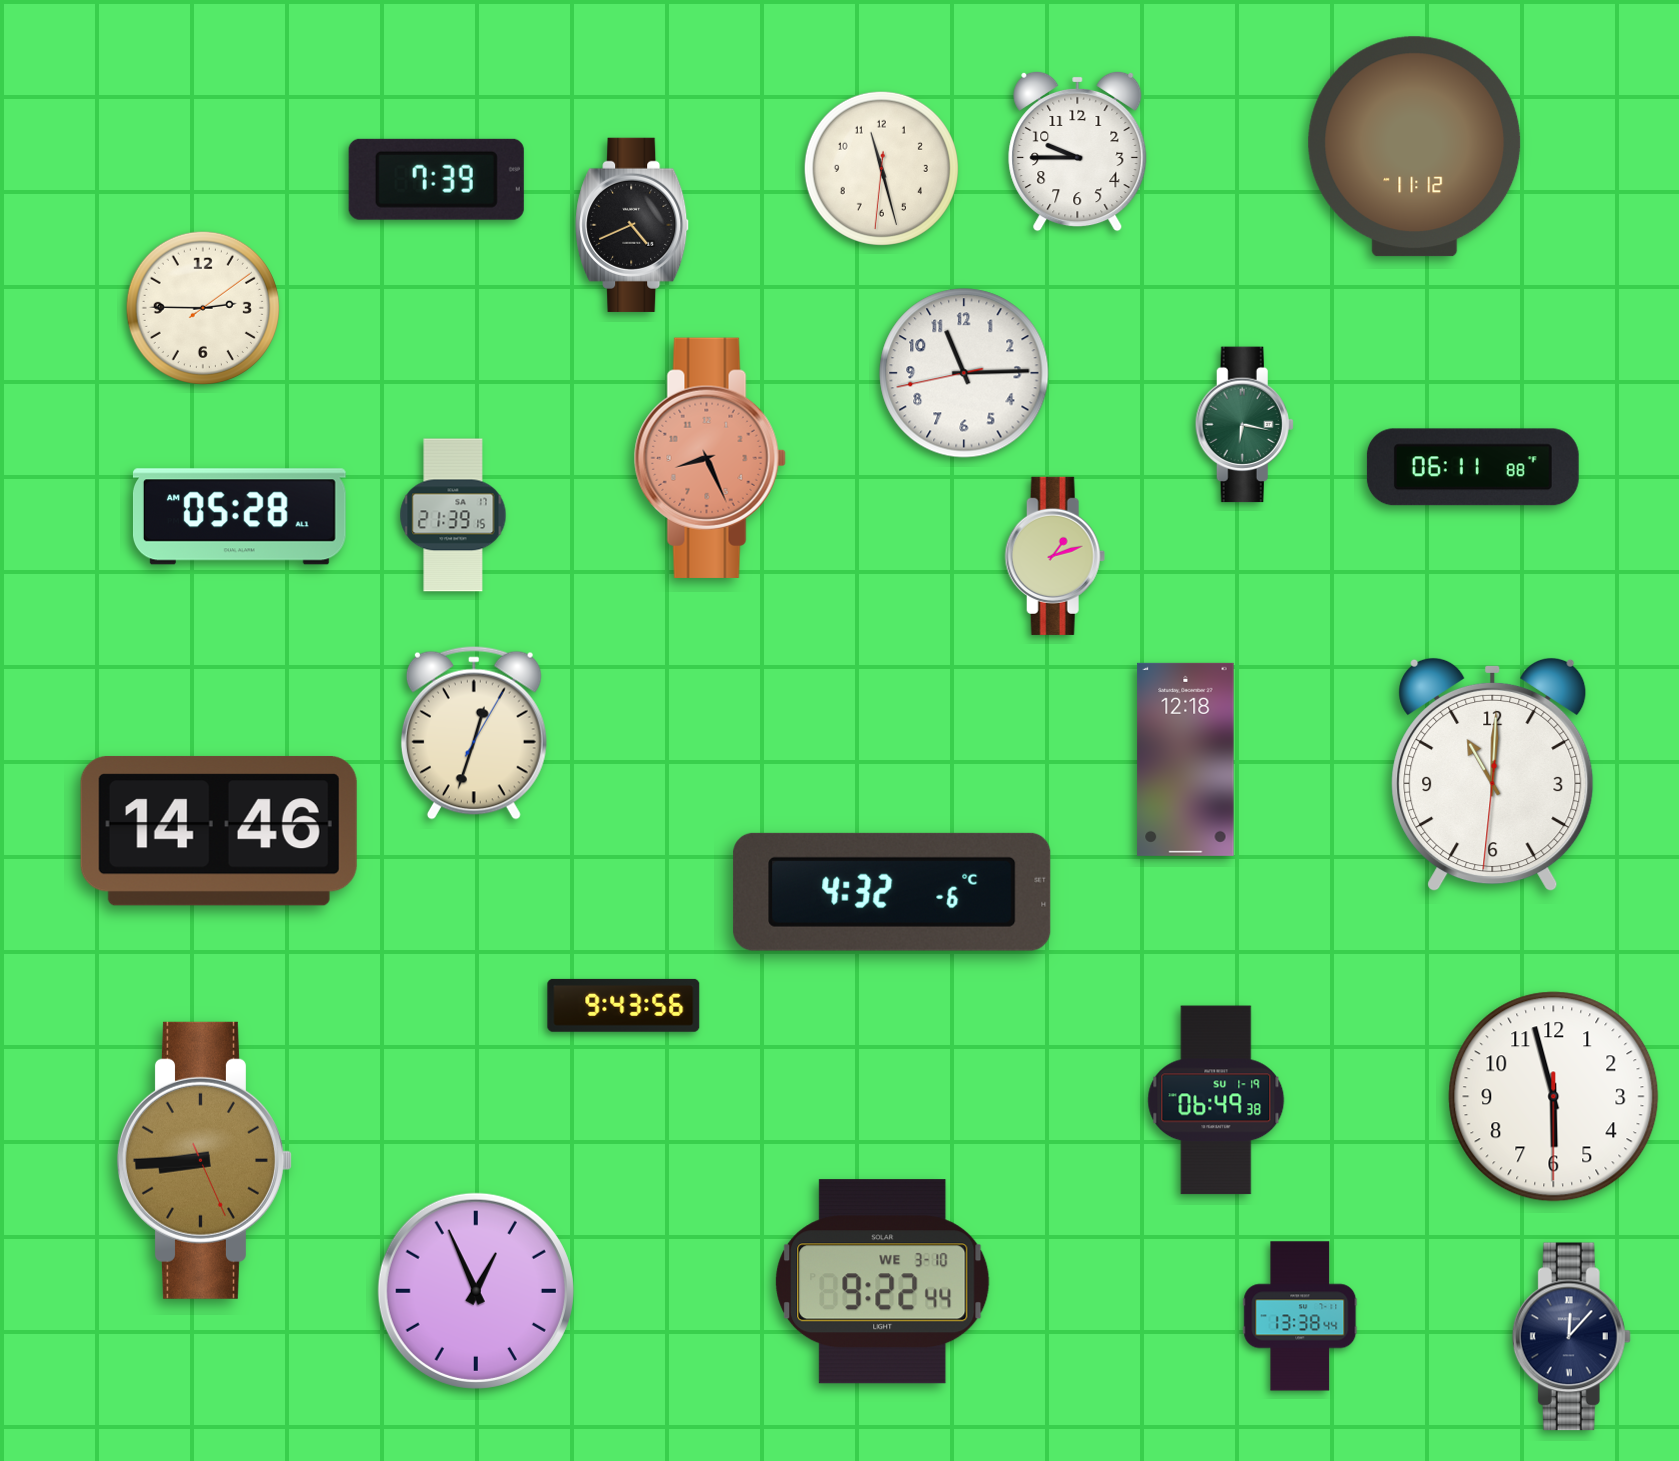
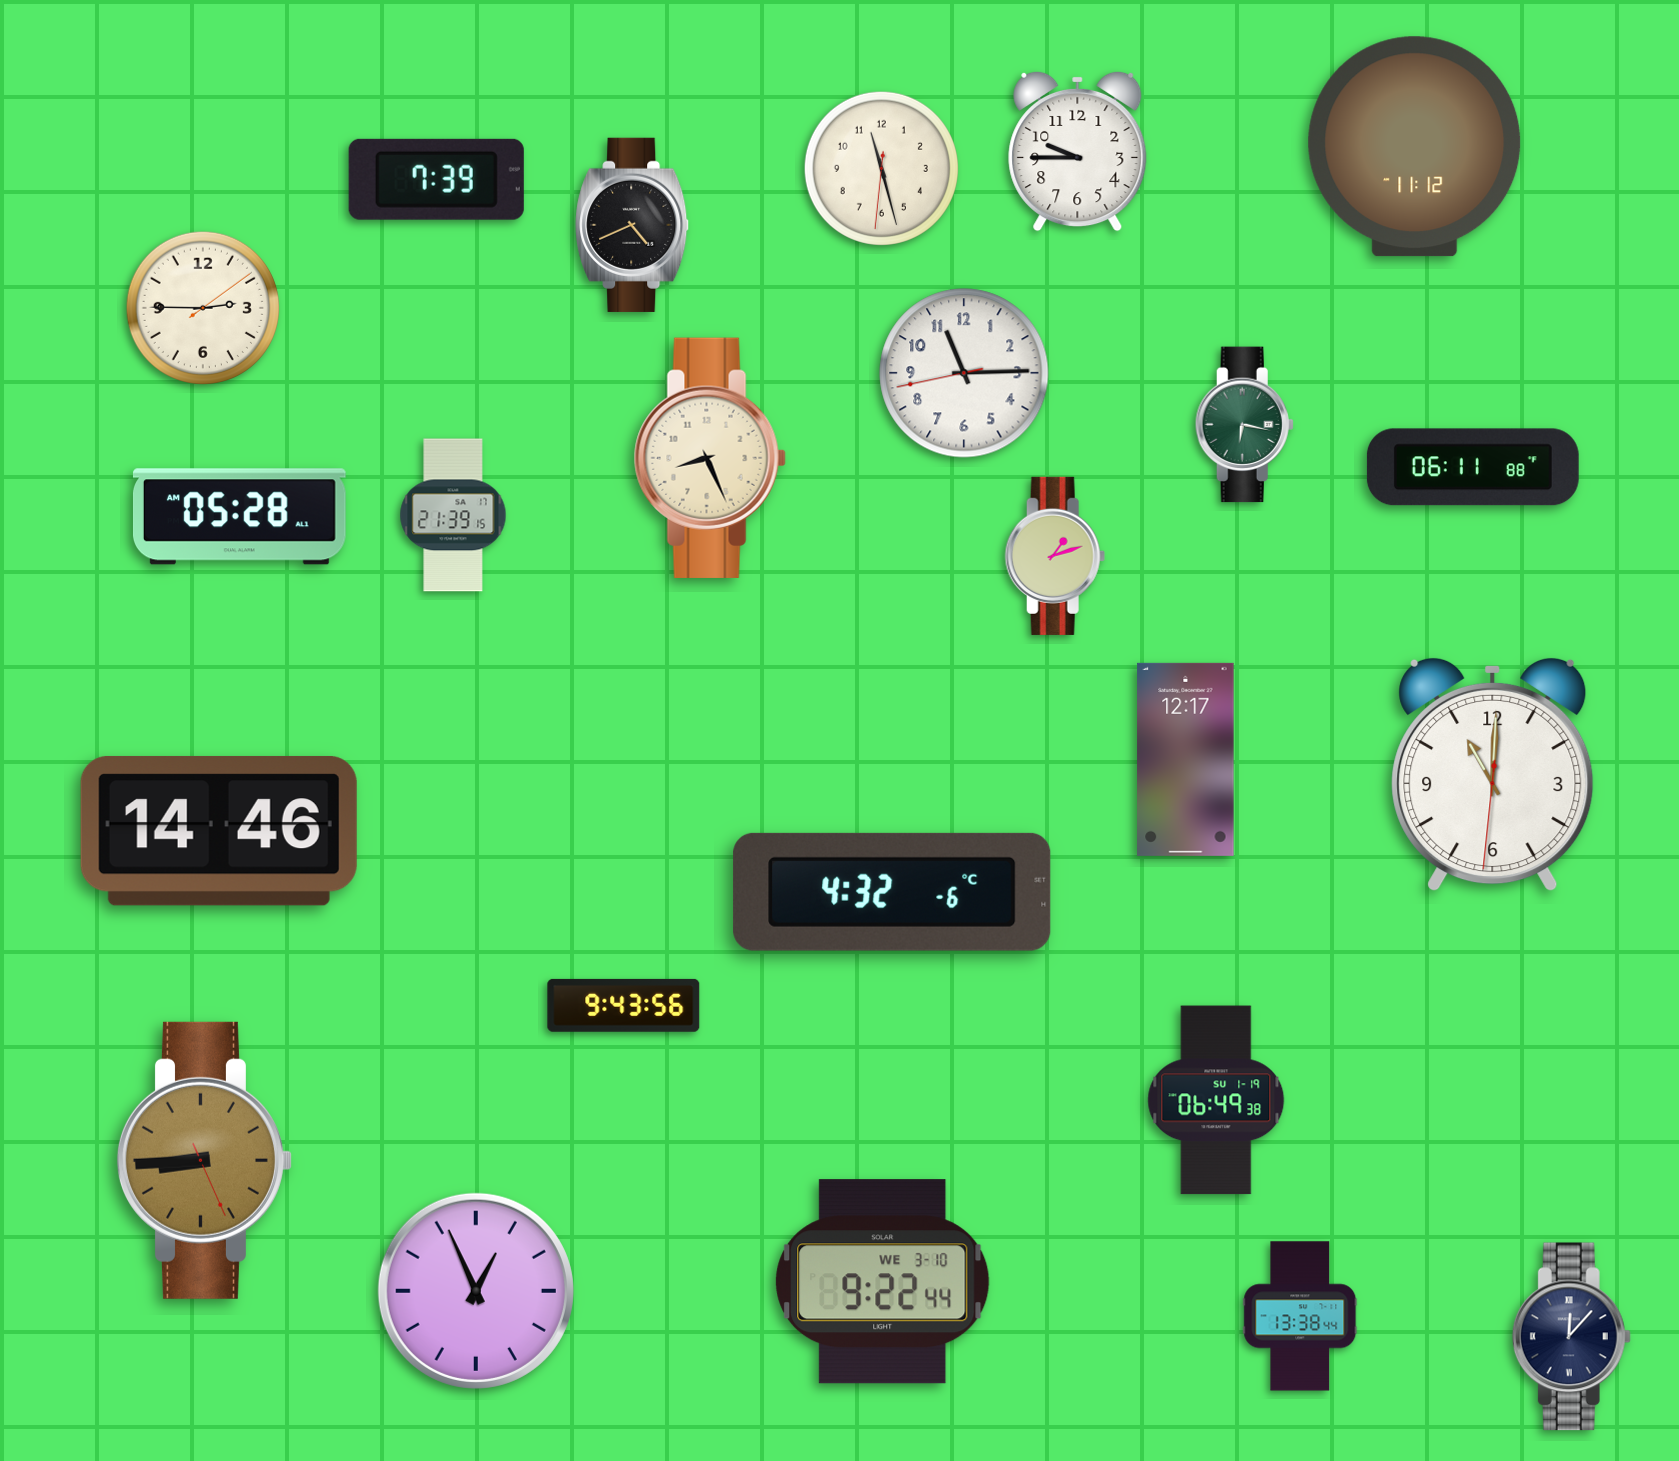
clock at (710, 458) dial: salmon -> cream
clock at (474, 733): 12:33 -> none
clock at (1186, 759): 12:18 -> 12:17
clock at (1554, 1097): 5:57 -> none
